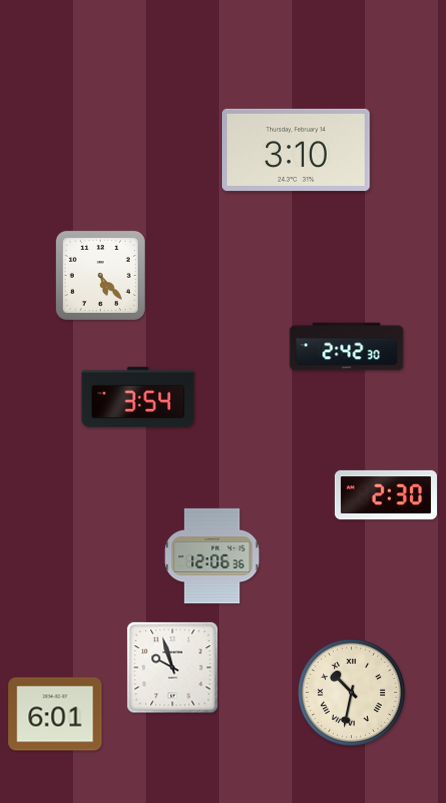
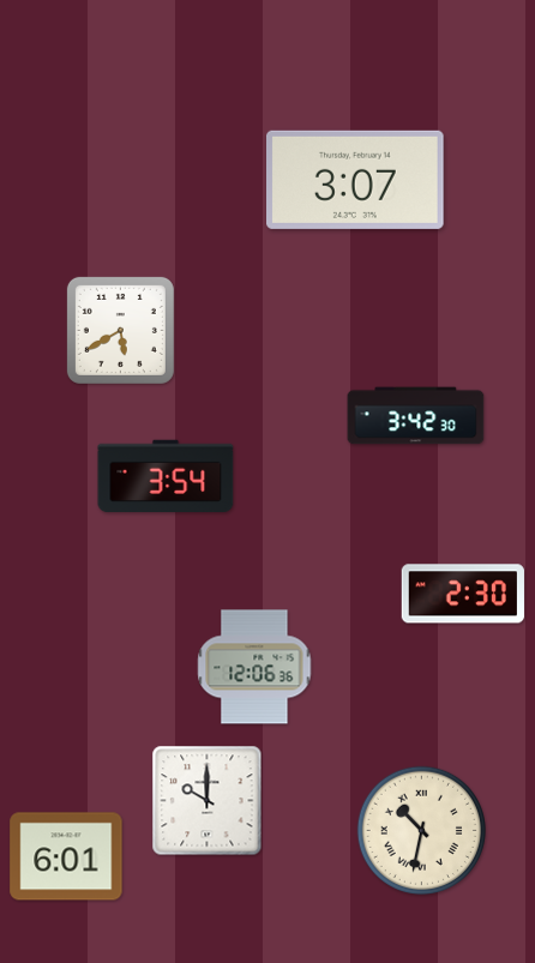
clock at (297, 150): 3:10 -> 3:07
clock at (100, 275): 5:23 -> 5:40
clock at (347, 347): 2:42 -> 3:42
clock at (173, 668): 9:57 -> 10:00
